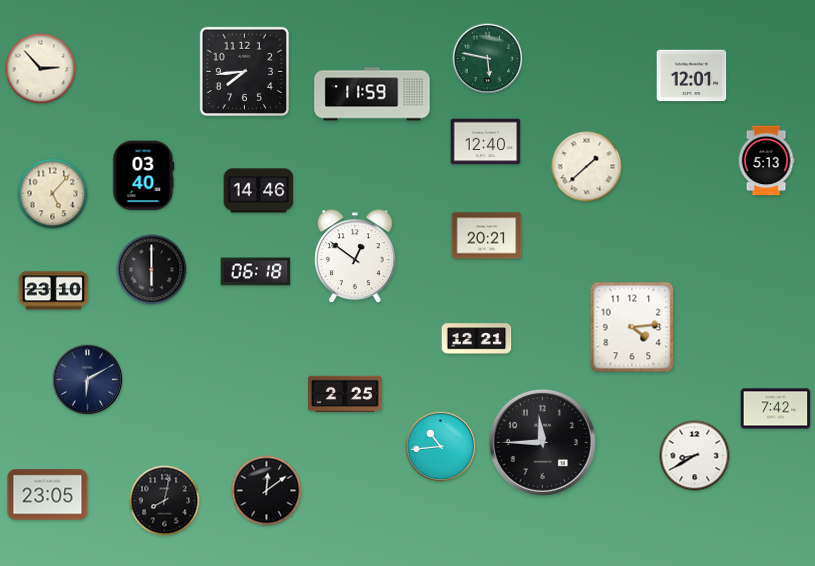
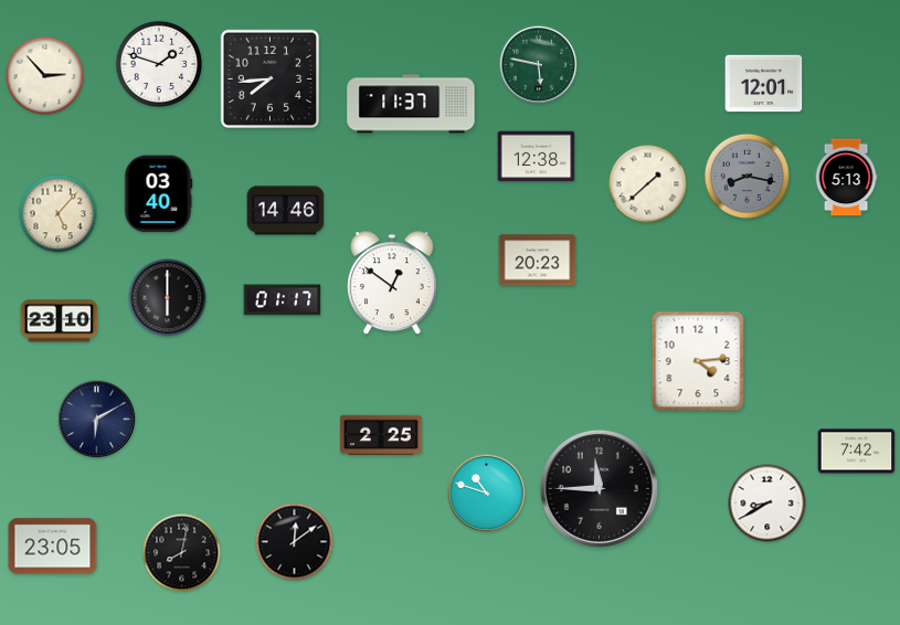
clock at (159, 64): none -> 1:48
clock at (372, 94): 11:59 -> 11:37
clock at (486, 142): 12:40 -> 12:38
clock at (747, 176): none -> 8:17
clock at (487, 236): 20:21 -> 20:23
clock at (256, 272): 06:18 -> 01:17
clock at (477, 339): 12:21 -> none
clock at (441, 447): 10:44 -> 10:48
